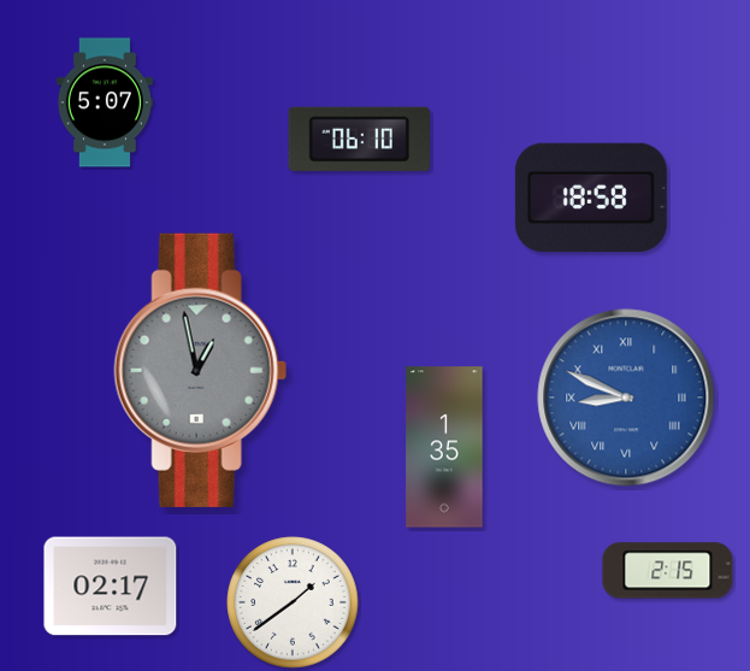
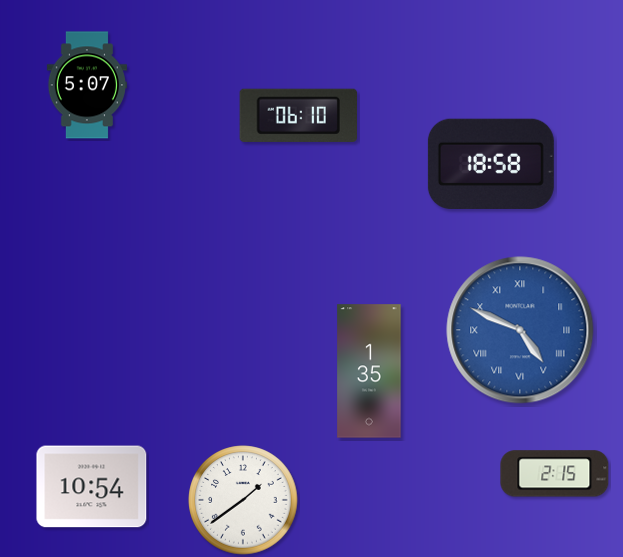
clock at (200, 370): 12:58 -> none
clock at (626, 398): 8:49 -> 4:49
clock at (111, 587): 02:17 -> 10:54
